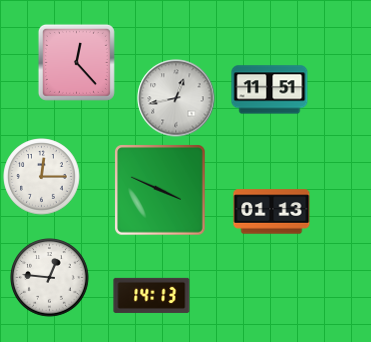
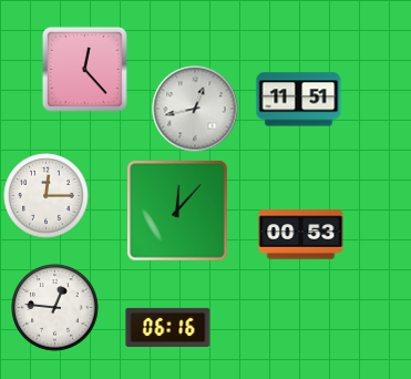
clock at (160, 190): 3:49 -> 12:07
clock at (272, 212): 01:13 -> 00:53
clock at (152, 295): 14:13 -> 06:16
